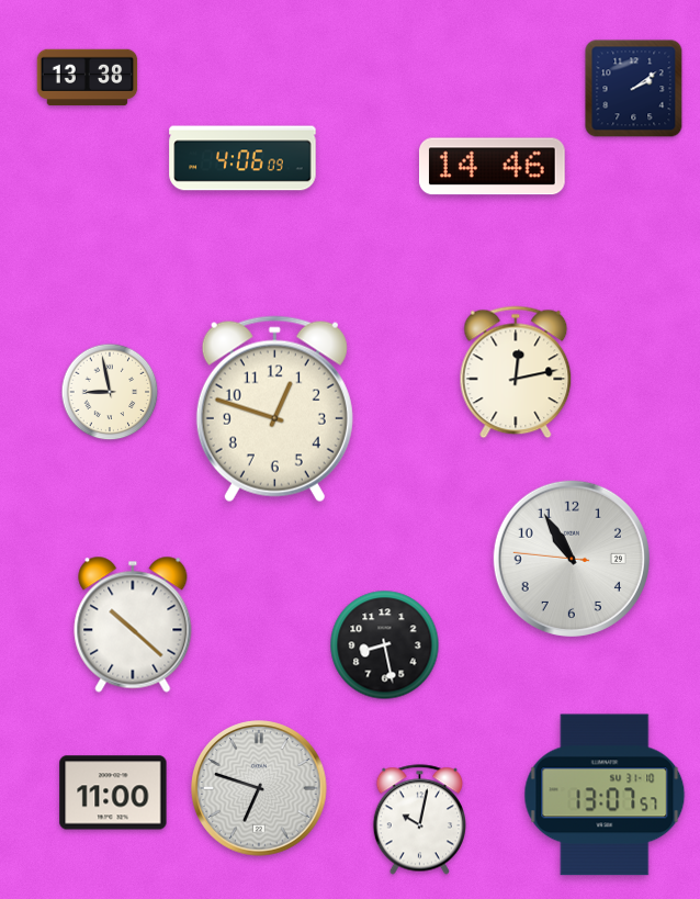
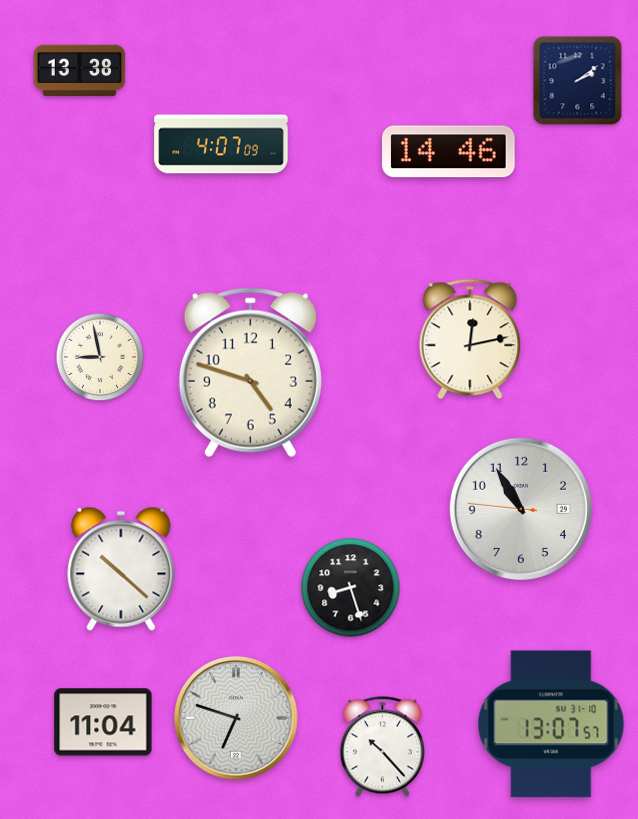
clock at (242, 158): 4:06 -> 4:07
clock at (274, 409): 12:48 -> 4:48
clock at (385, 645): 8:28 -> 8:27
clock at (113, 793): 11:00 -> 11:04
clock at (419, 820): 10:02 -> 10:23
